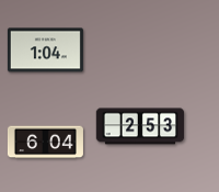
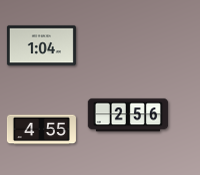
clock at (140, 126): 2:53 -> 2:56
clock at (45, 143): 6:04 -> 4:55
